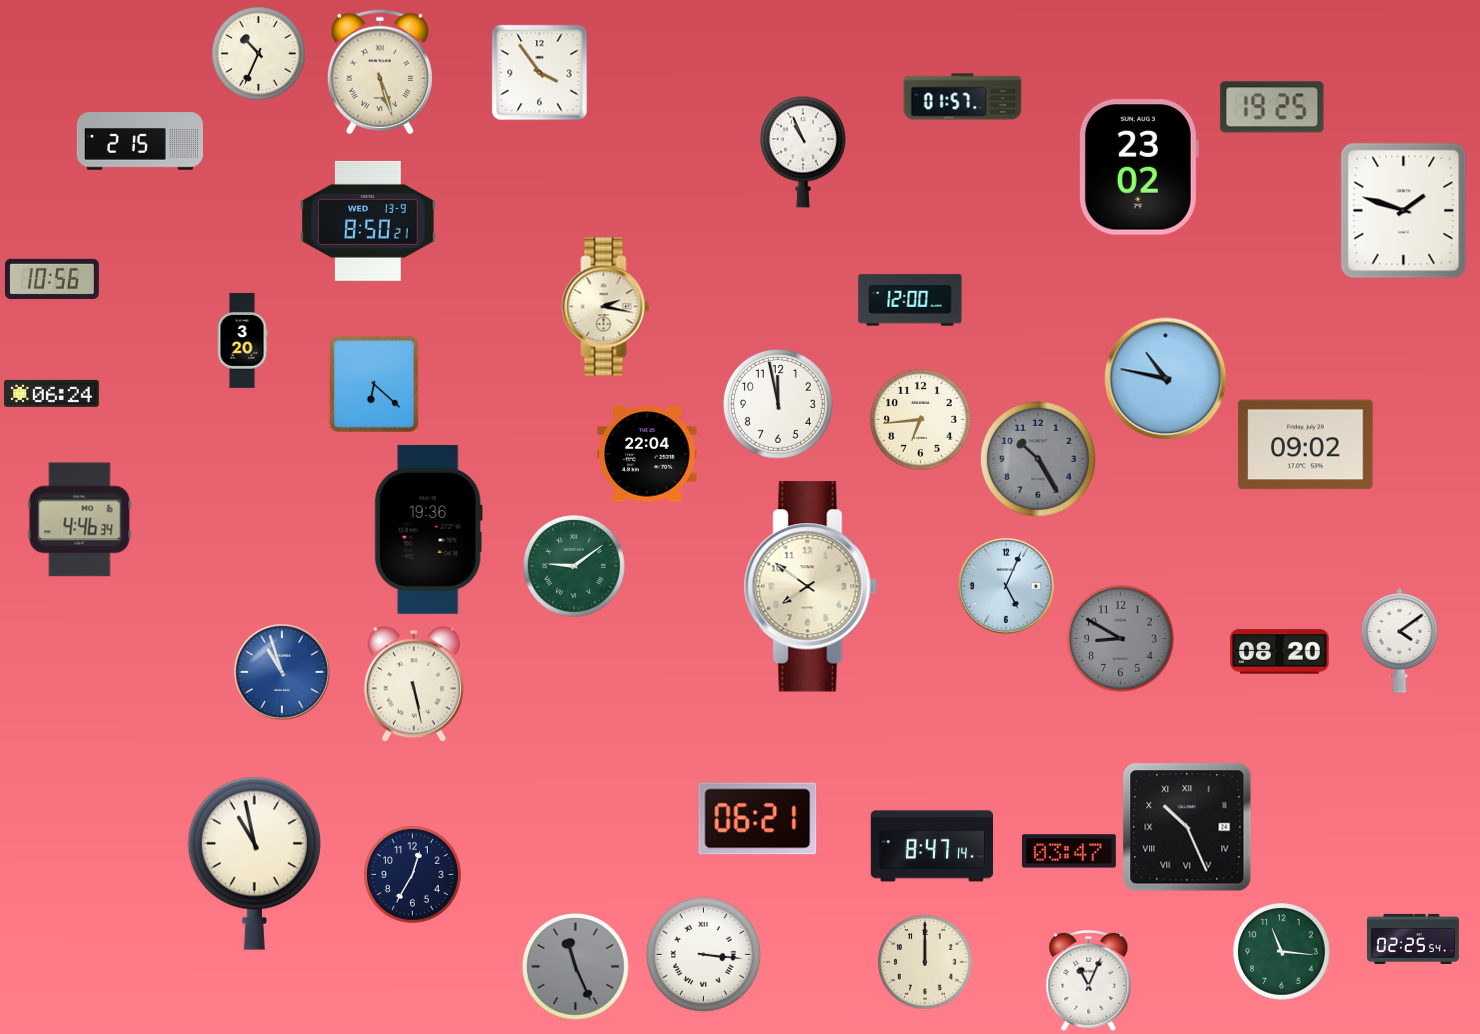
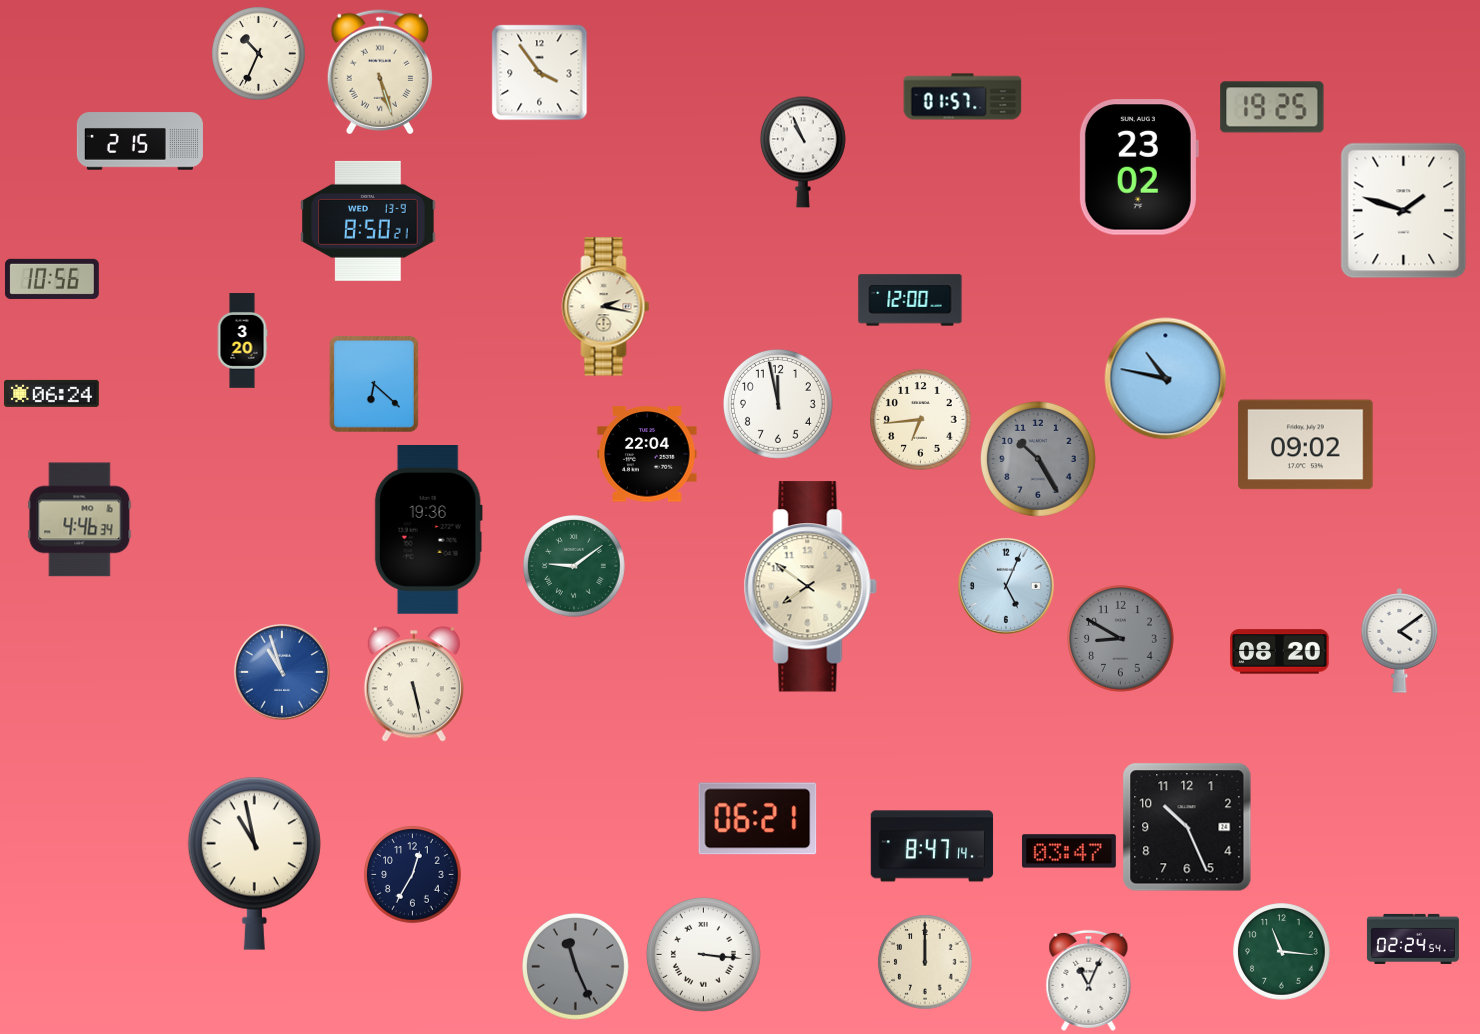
clock at (1187, 827) numerals: Roman -> Arabic
clock at (1413, 939): 02:25 -> 02:24
